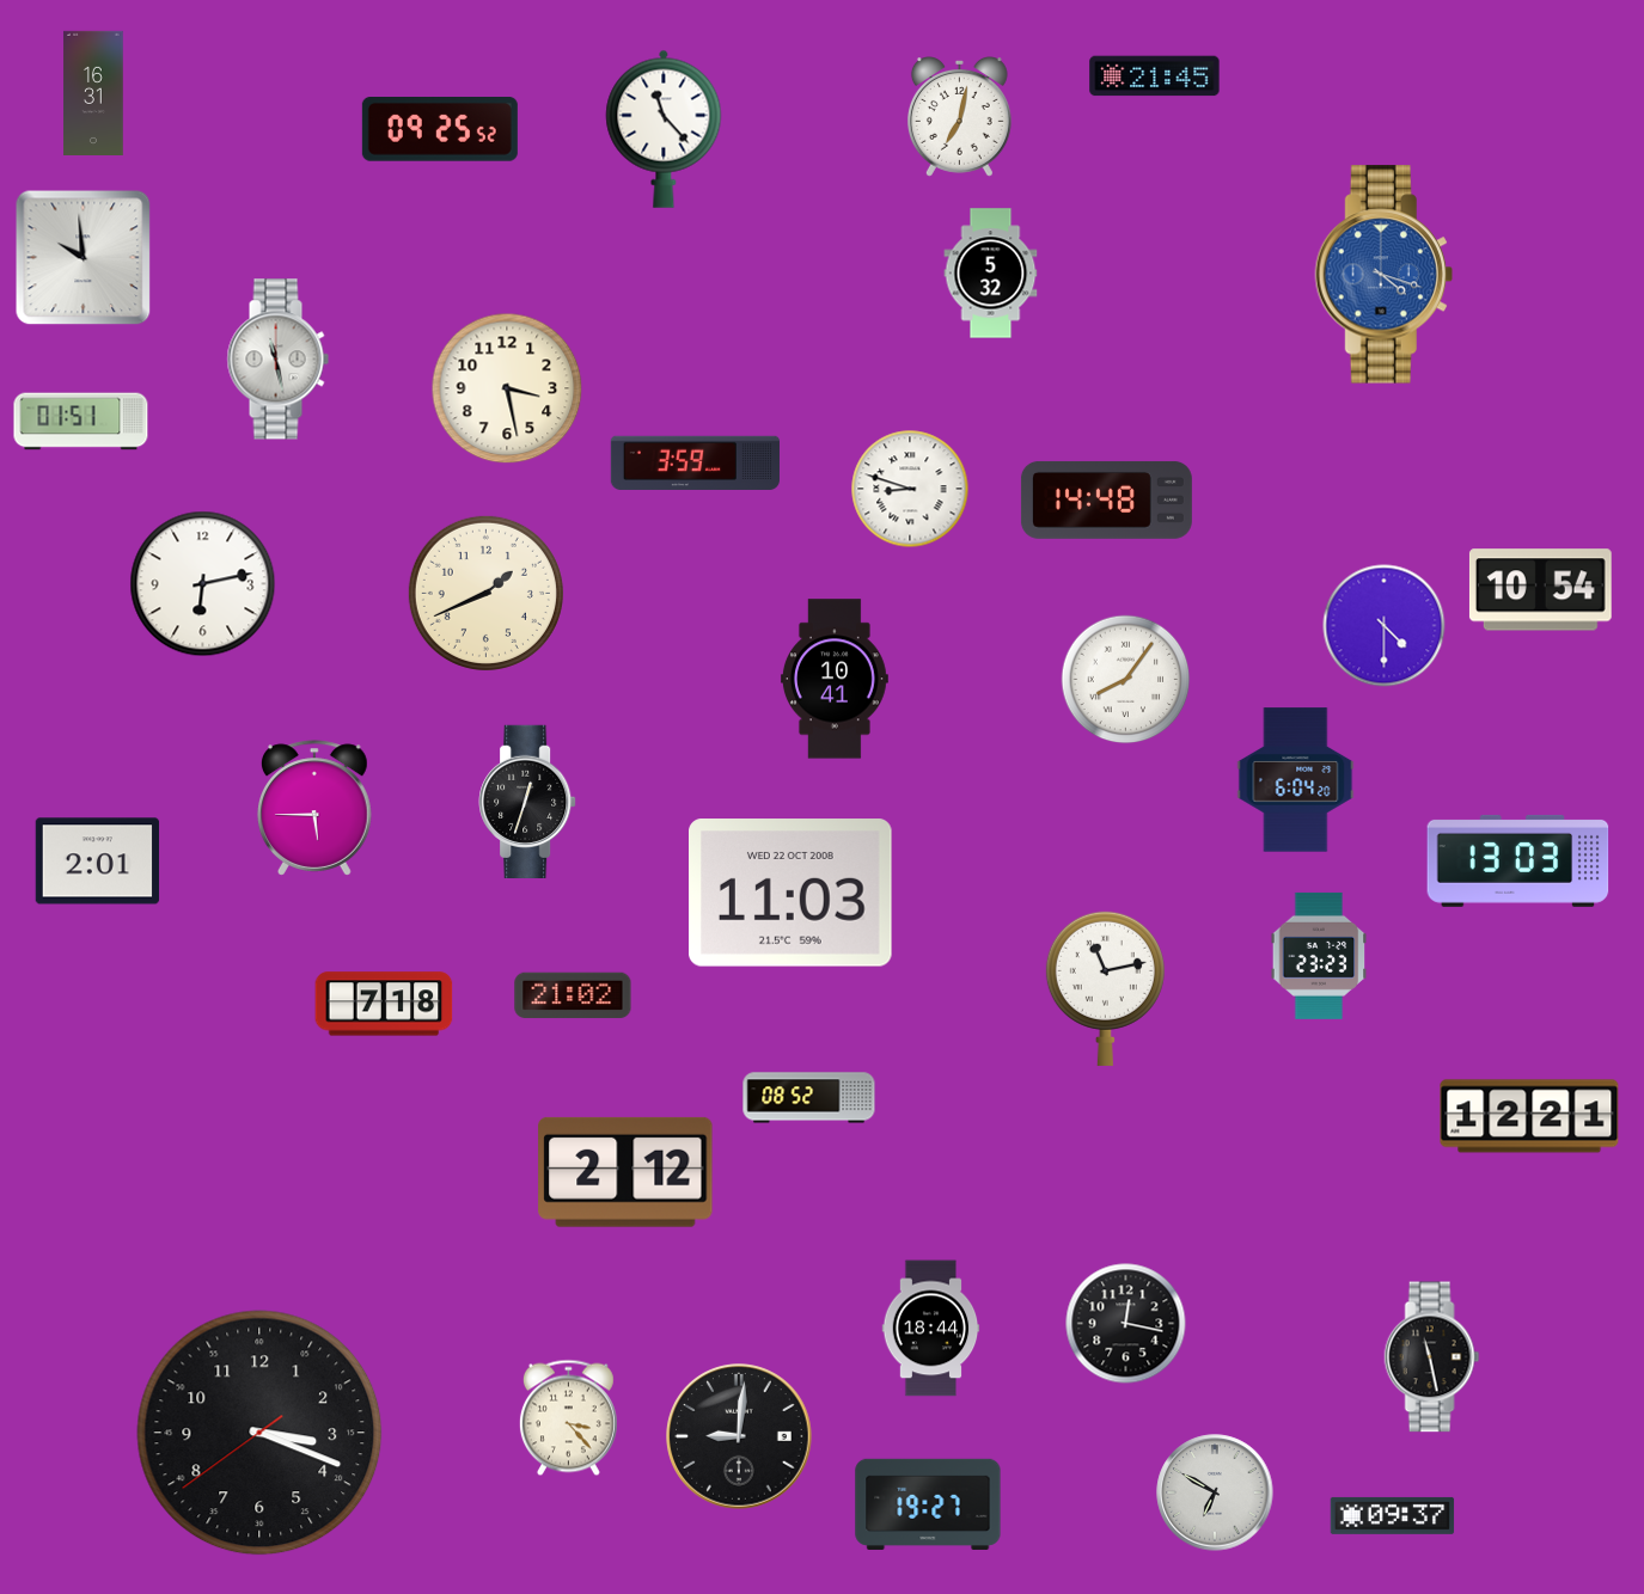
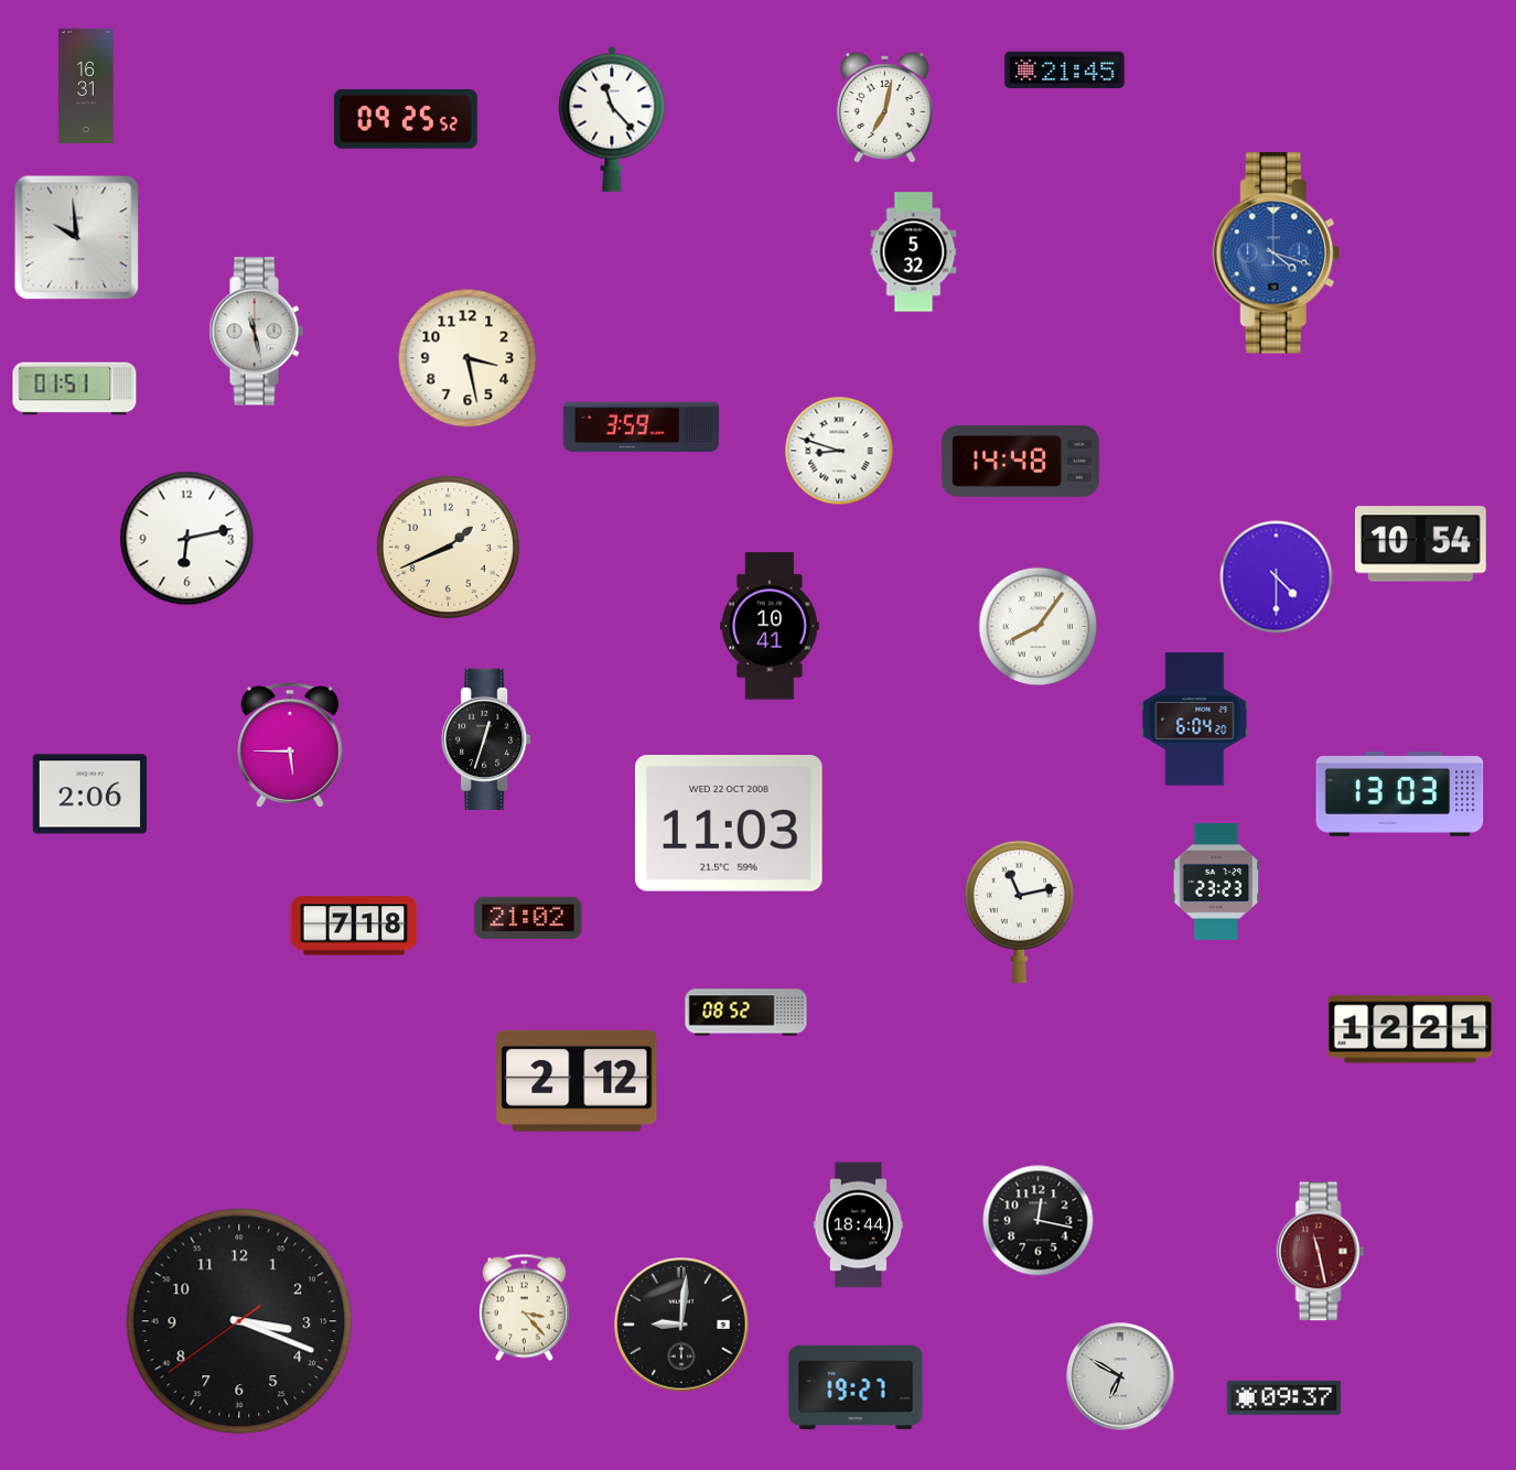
clock at (98, 862): 2:01 -> 2:06
clock at (1432, 1357) dial: black -> burgundy
